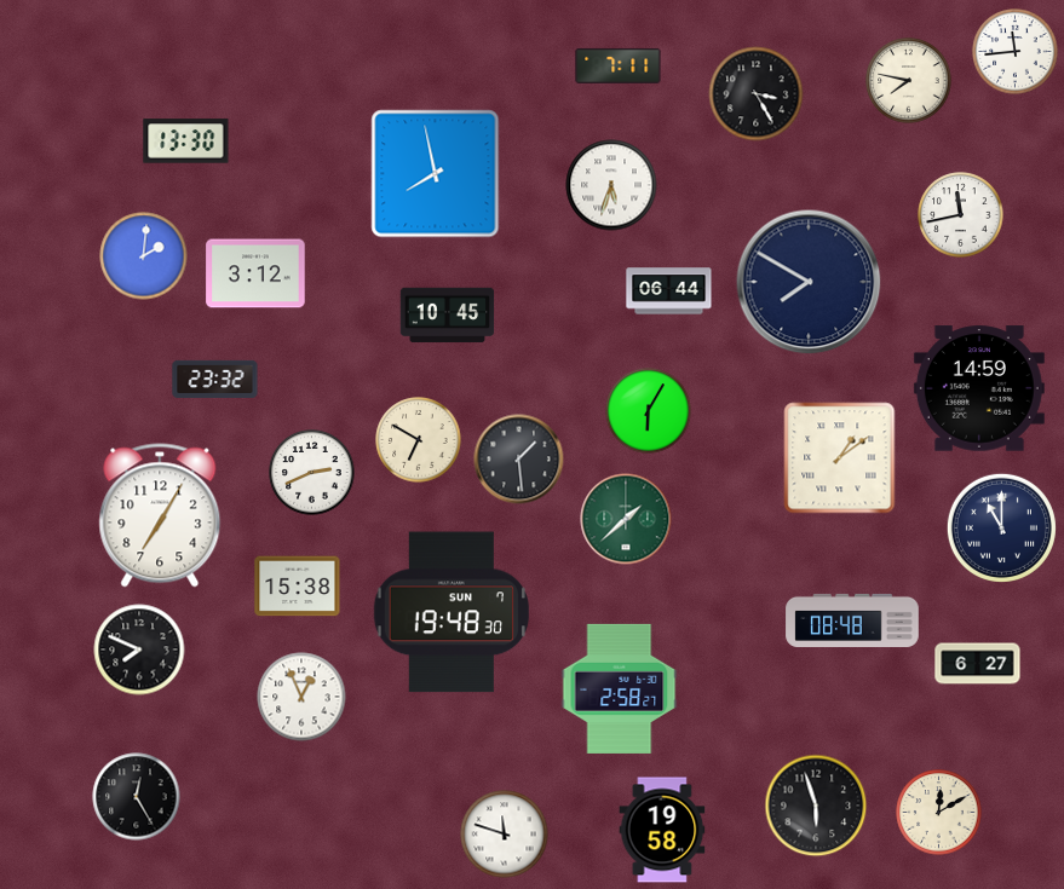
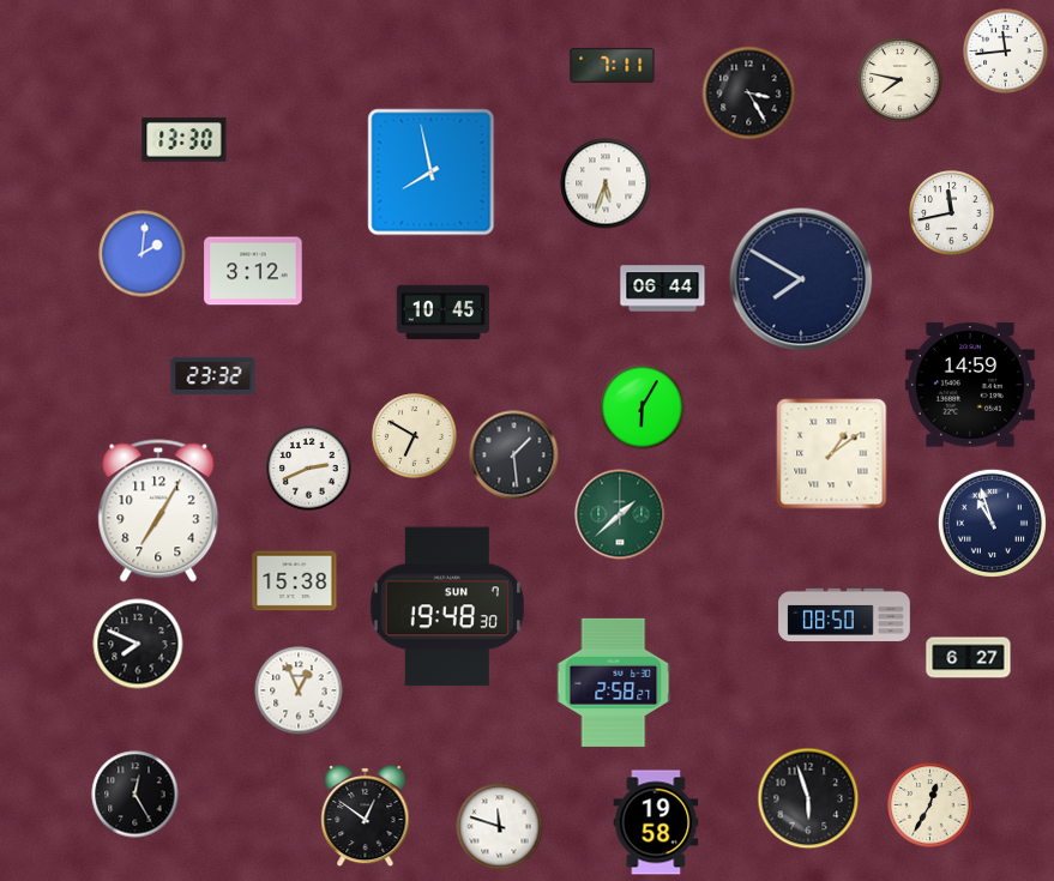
clock at (1001, 527): 11:00 -> 10:57
clock at (852, 620): 08:48 -> 08:50
clock at (137, 797) position: (137, 797) -> (135, 795)
clock at (939, 813): 12:10 -> 12:35
clock at (366, 816): none -> 12:51
